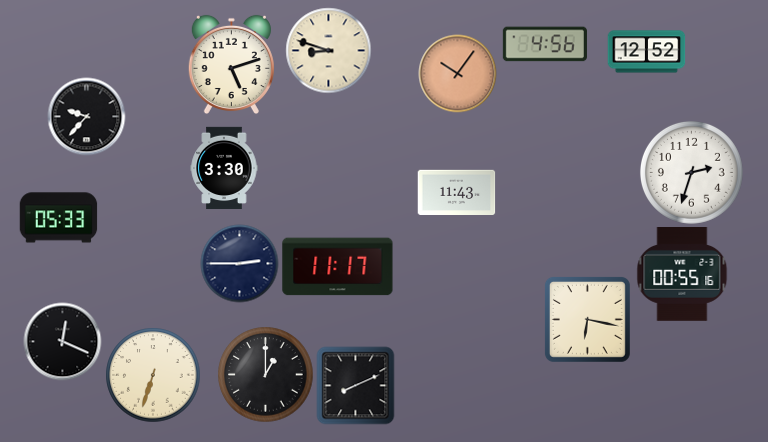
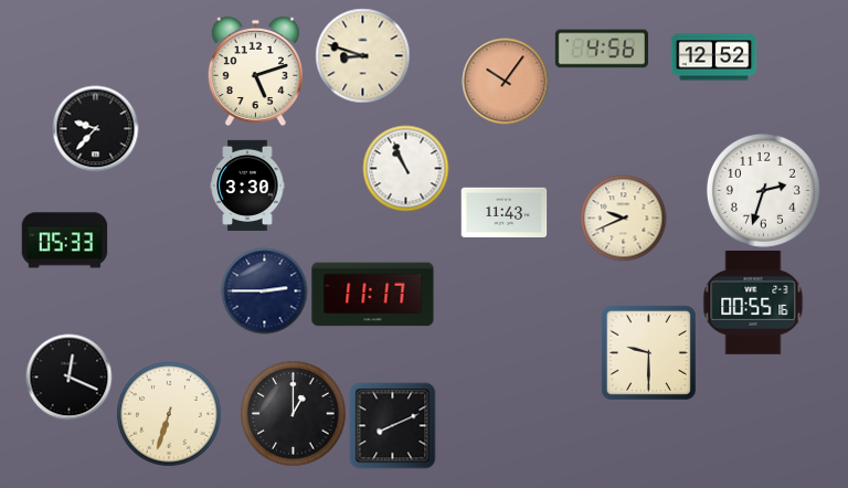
clock at (405, 168): none -> 10:56
clock at (623, 218): none -> 9:41
clock at (587, 319): 6:17 -> 9:30
